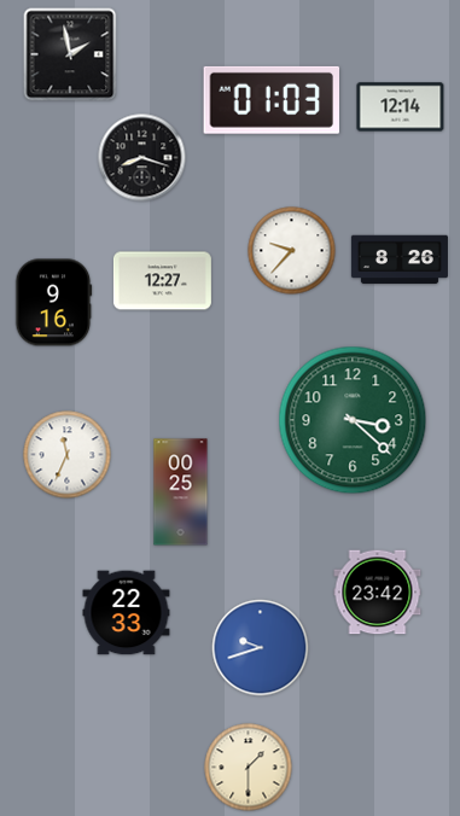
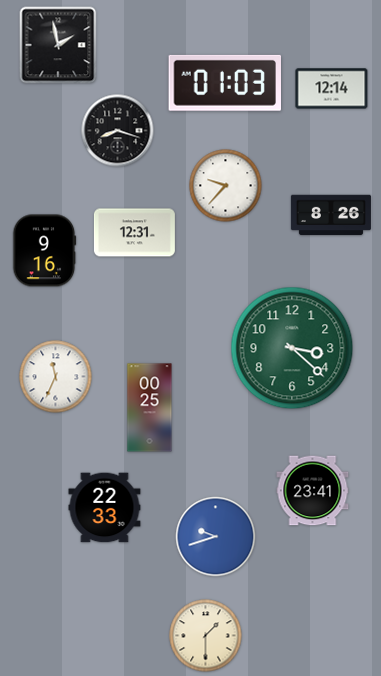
clock at (292, 251) position: (292, 251) -> (226, 186)
clock at (162, 281): 12:27 -> 12:31
clock at (378, 593): 23:42 -> 23:41
